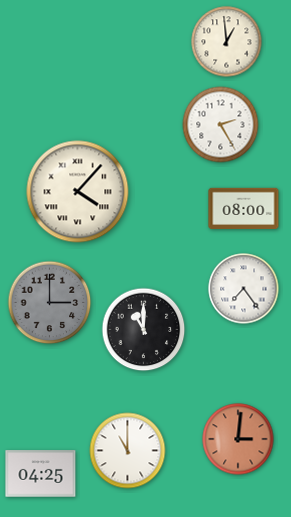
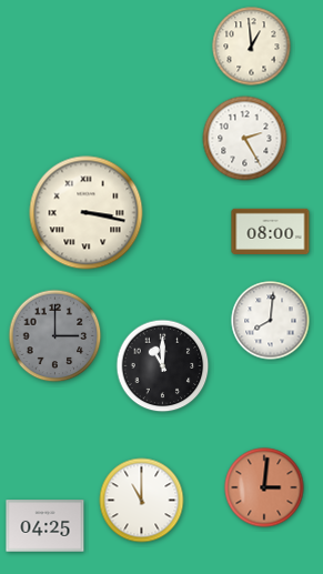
clock at (78, 192): 4:07 -> 3:17
clock at (244, 289): 7:24 -> 8:01
clock at (144, 330) position: (144, 330) -> (163, 366)
